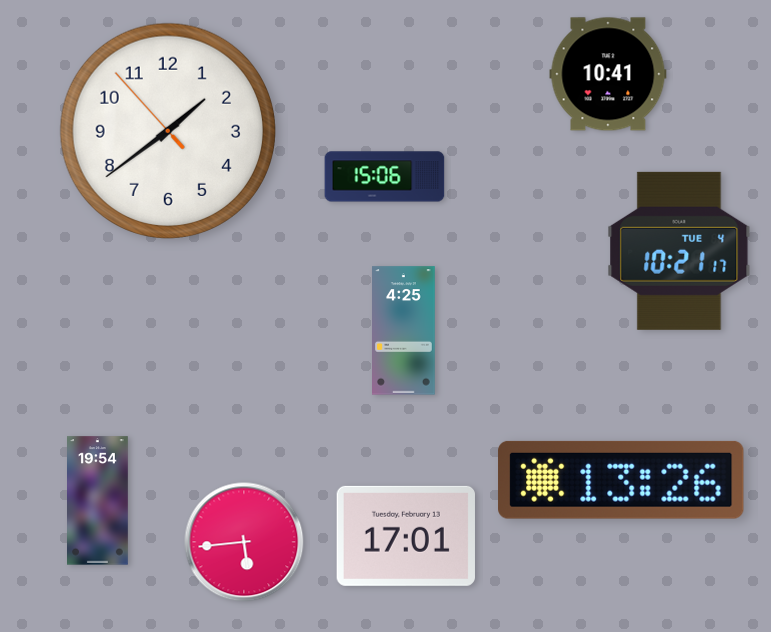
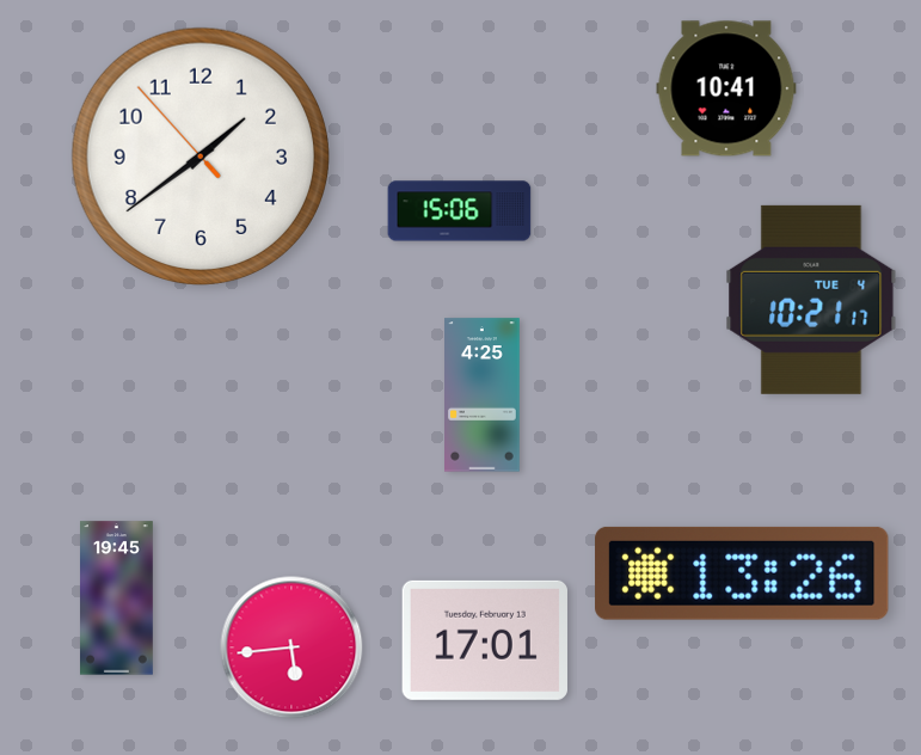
clock at (98, 501): 19:54 -> 19:45
